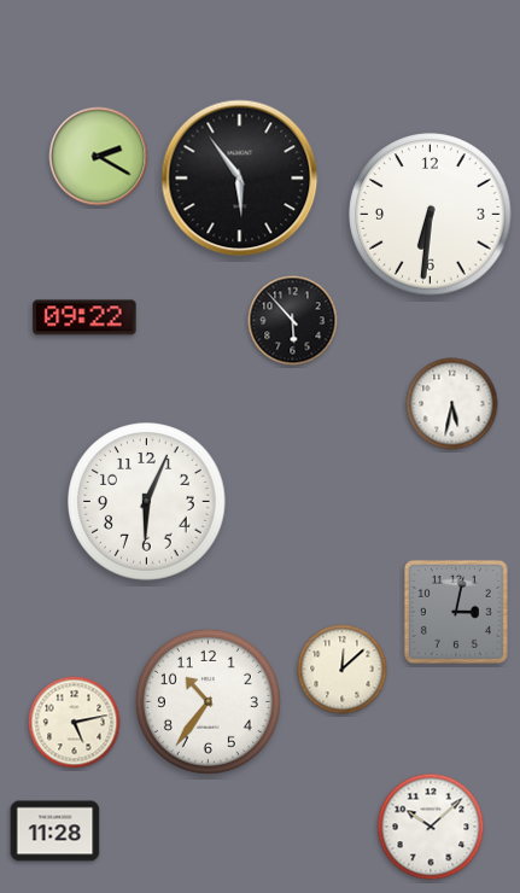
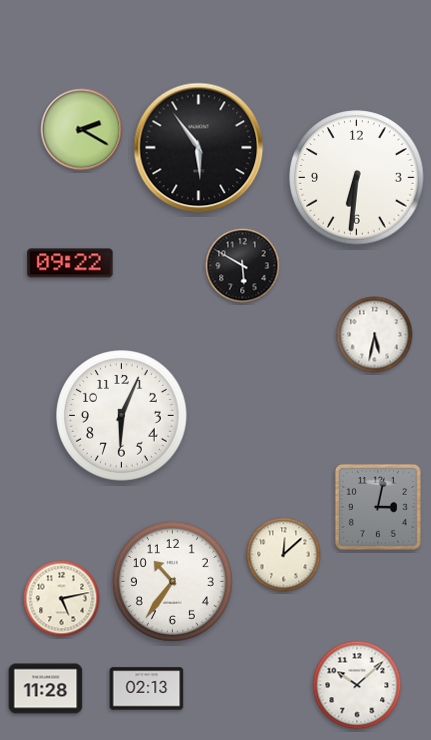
clock at (293, 321): 5:53 -> 5:50
clock at (147, 689): none -> 02:13
